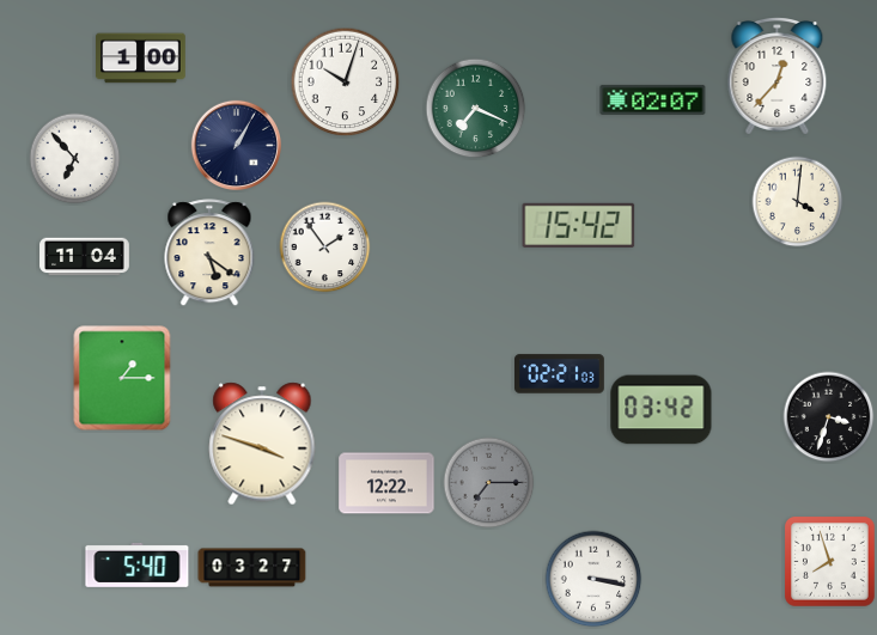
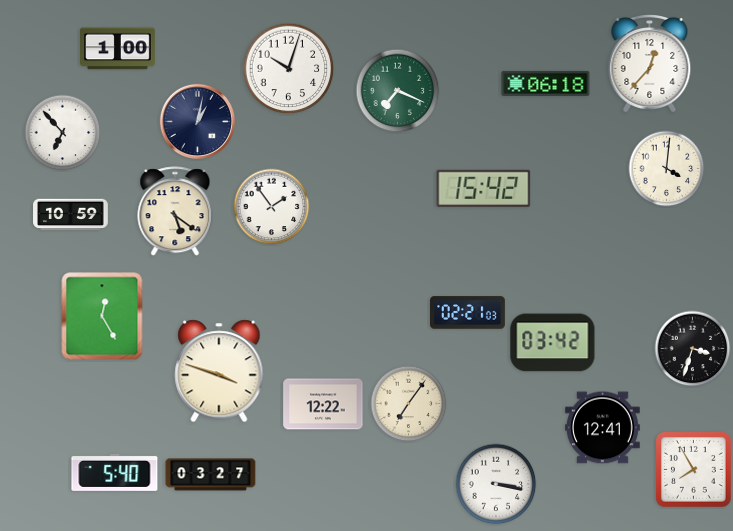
clock at (653, 99): 02:07 -> 06:18
clock at (236, 145): 1:05 -> 1:02
clock at (85, 257): 11:04 -> 10:59
clock at (122, 378): 1:15 -> 12:25
clock at (489, 483): 7:15 -> 7:06
clock at (489, 483) dial: grey -> cream
clock at (603, 428): none -> 12:41
clock at (830, 562): 7:57 -> 7:55
